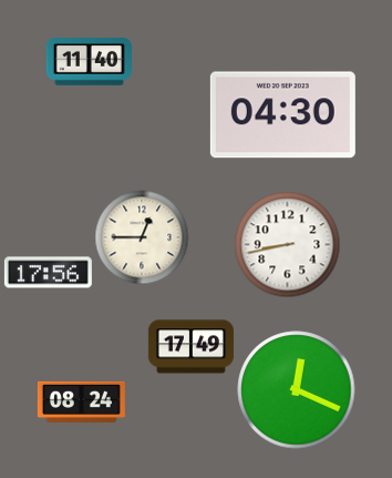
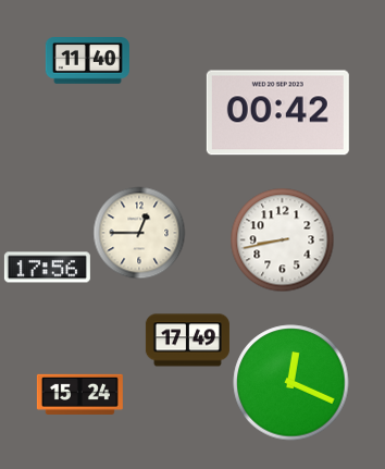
clock at (282, 115): 04:30 -> 00:42
clock at (81, 401): 08:24 -> 15:24
